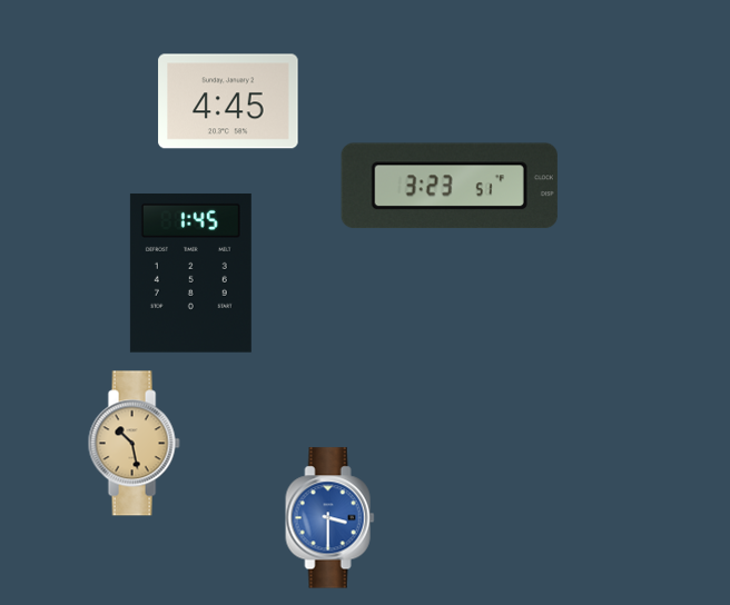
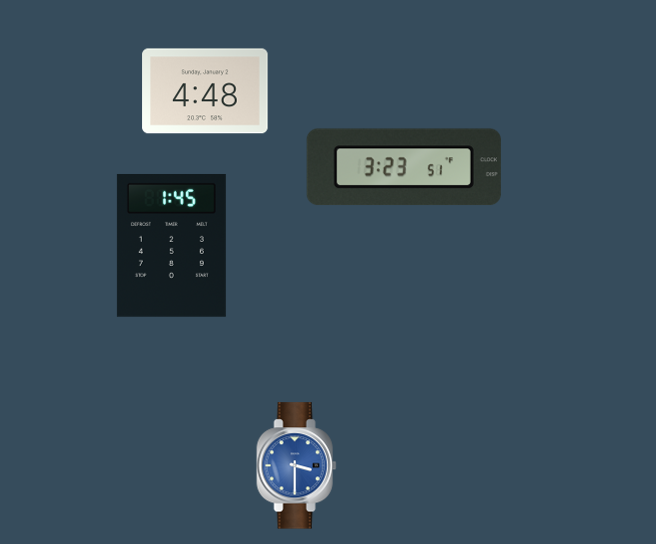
clock at (228, 101): 4:45 -> 4:48
clock at (134, 444): 10:28 -> none
